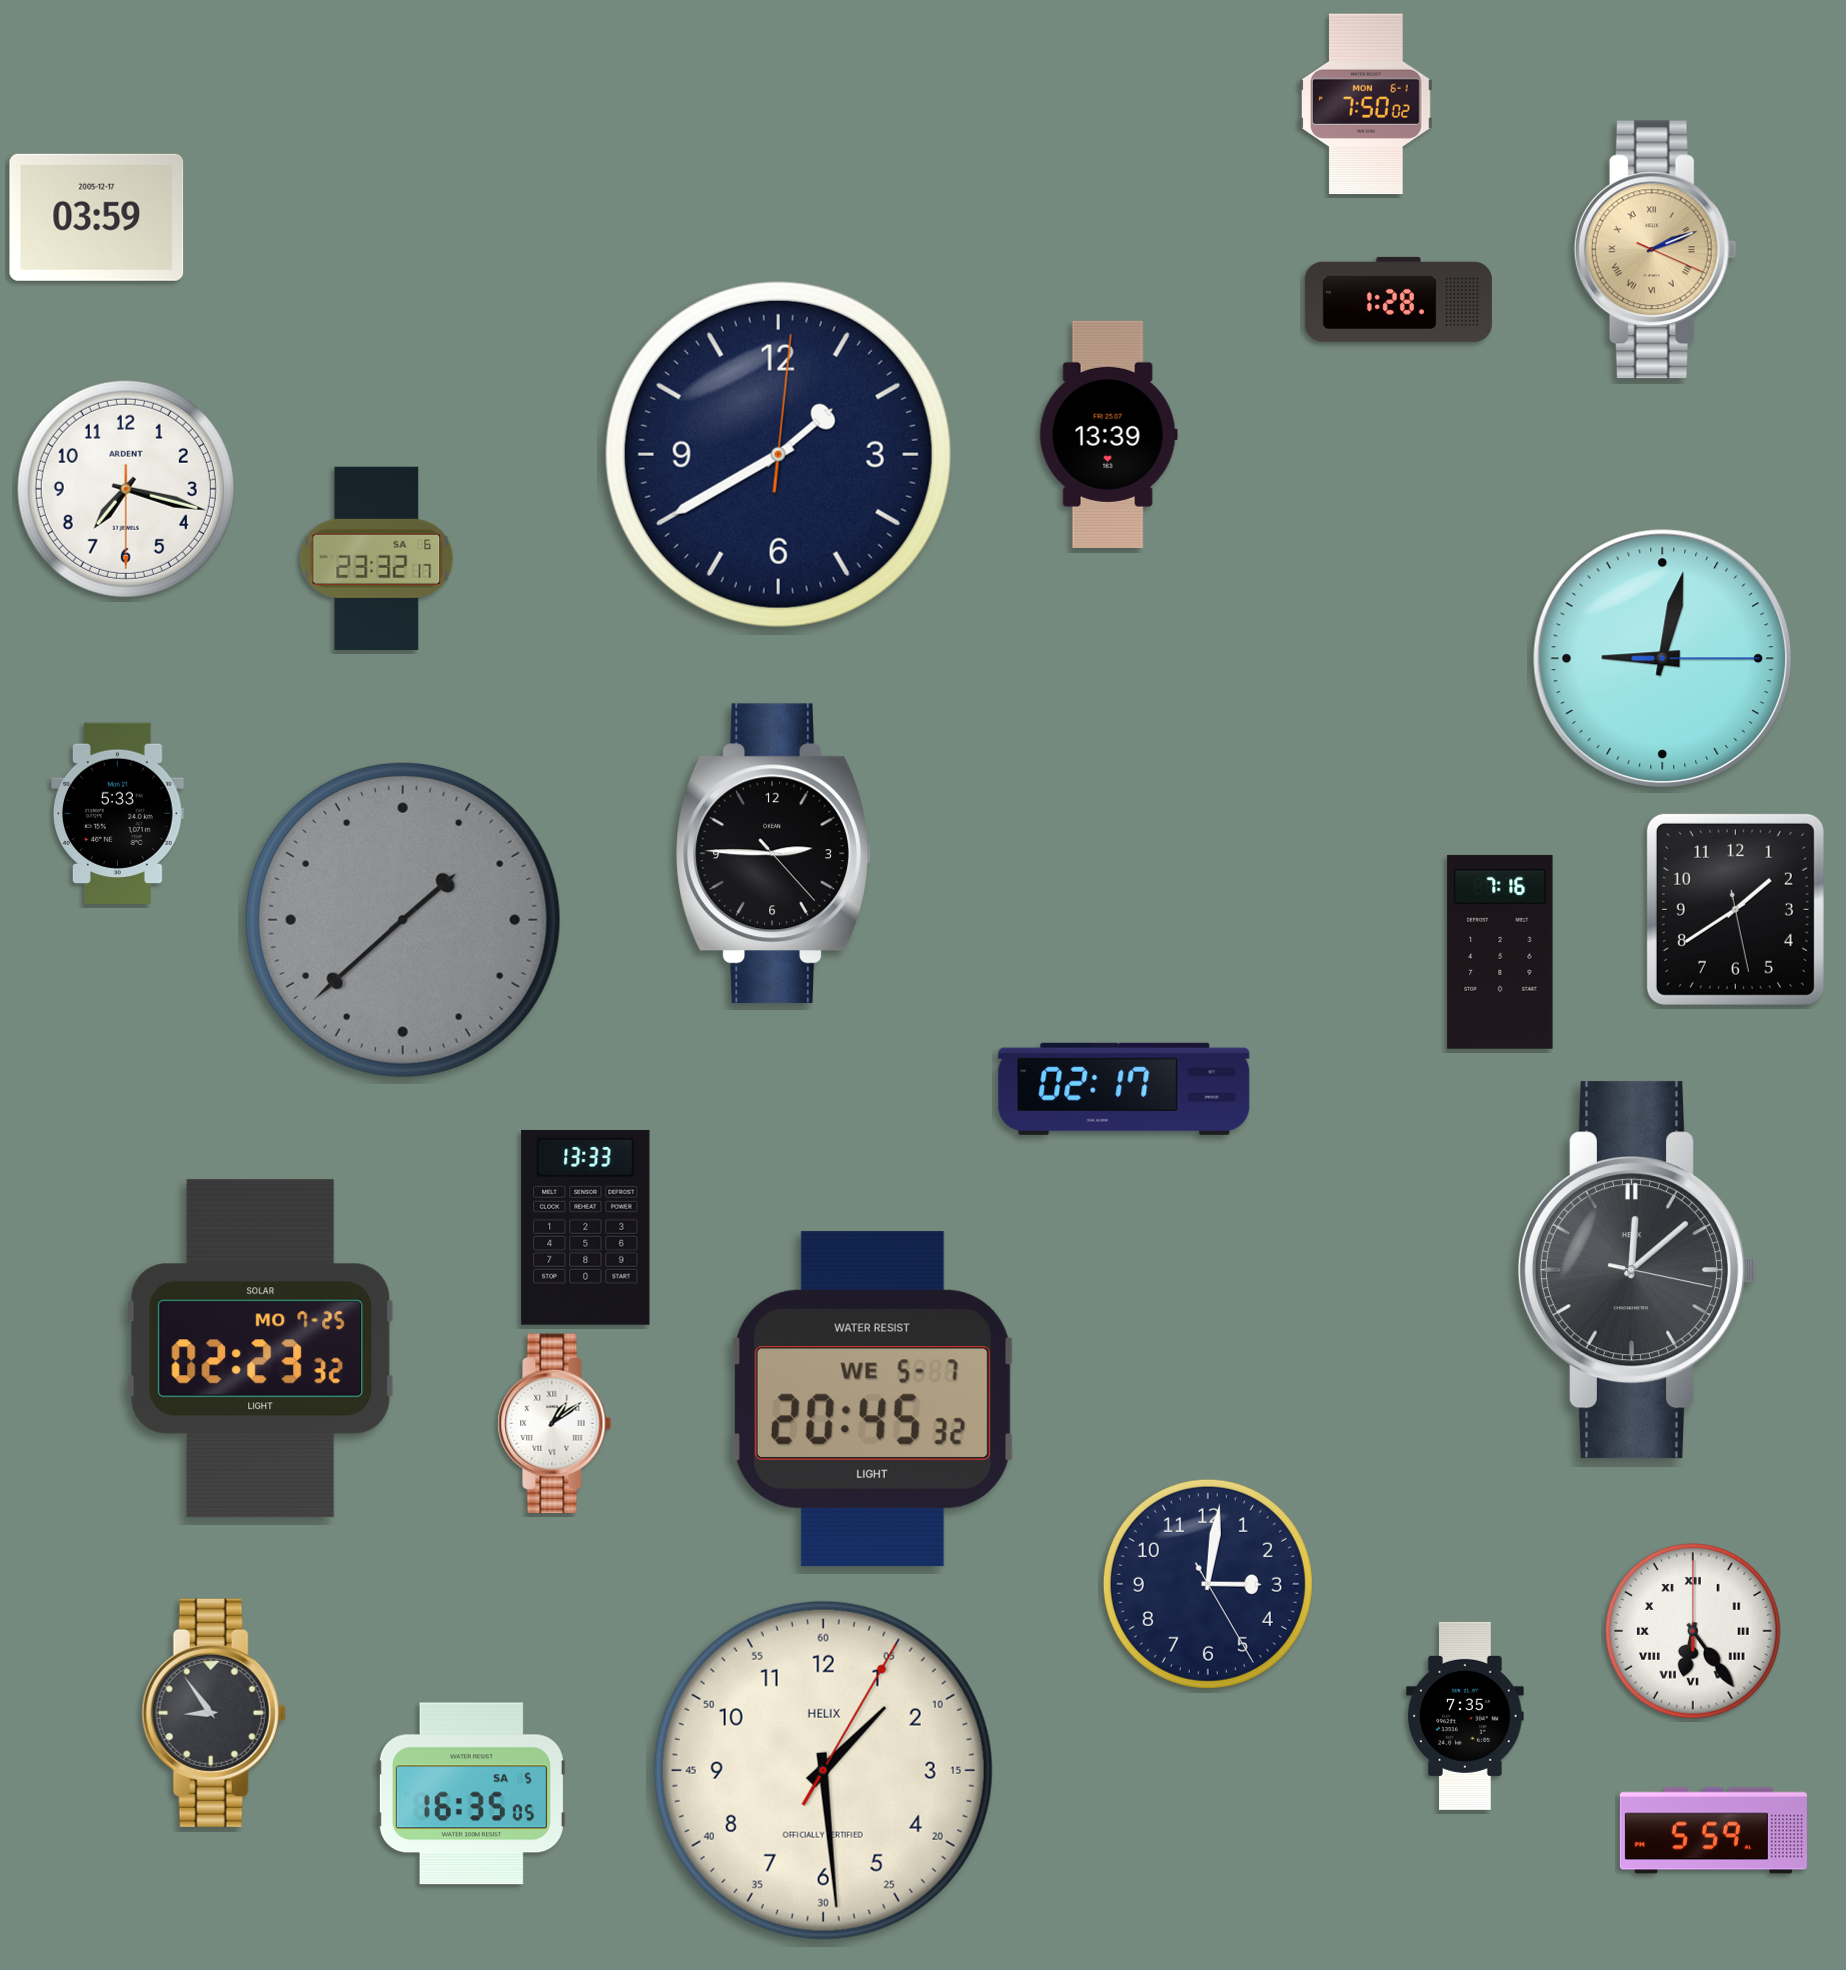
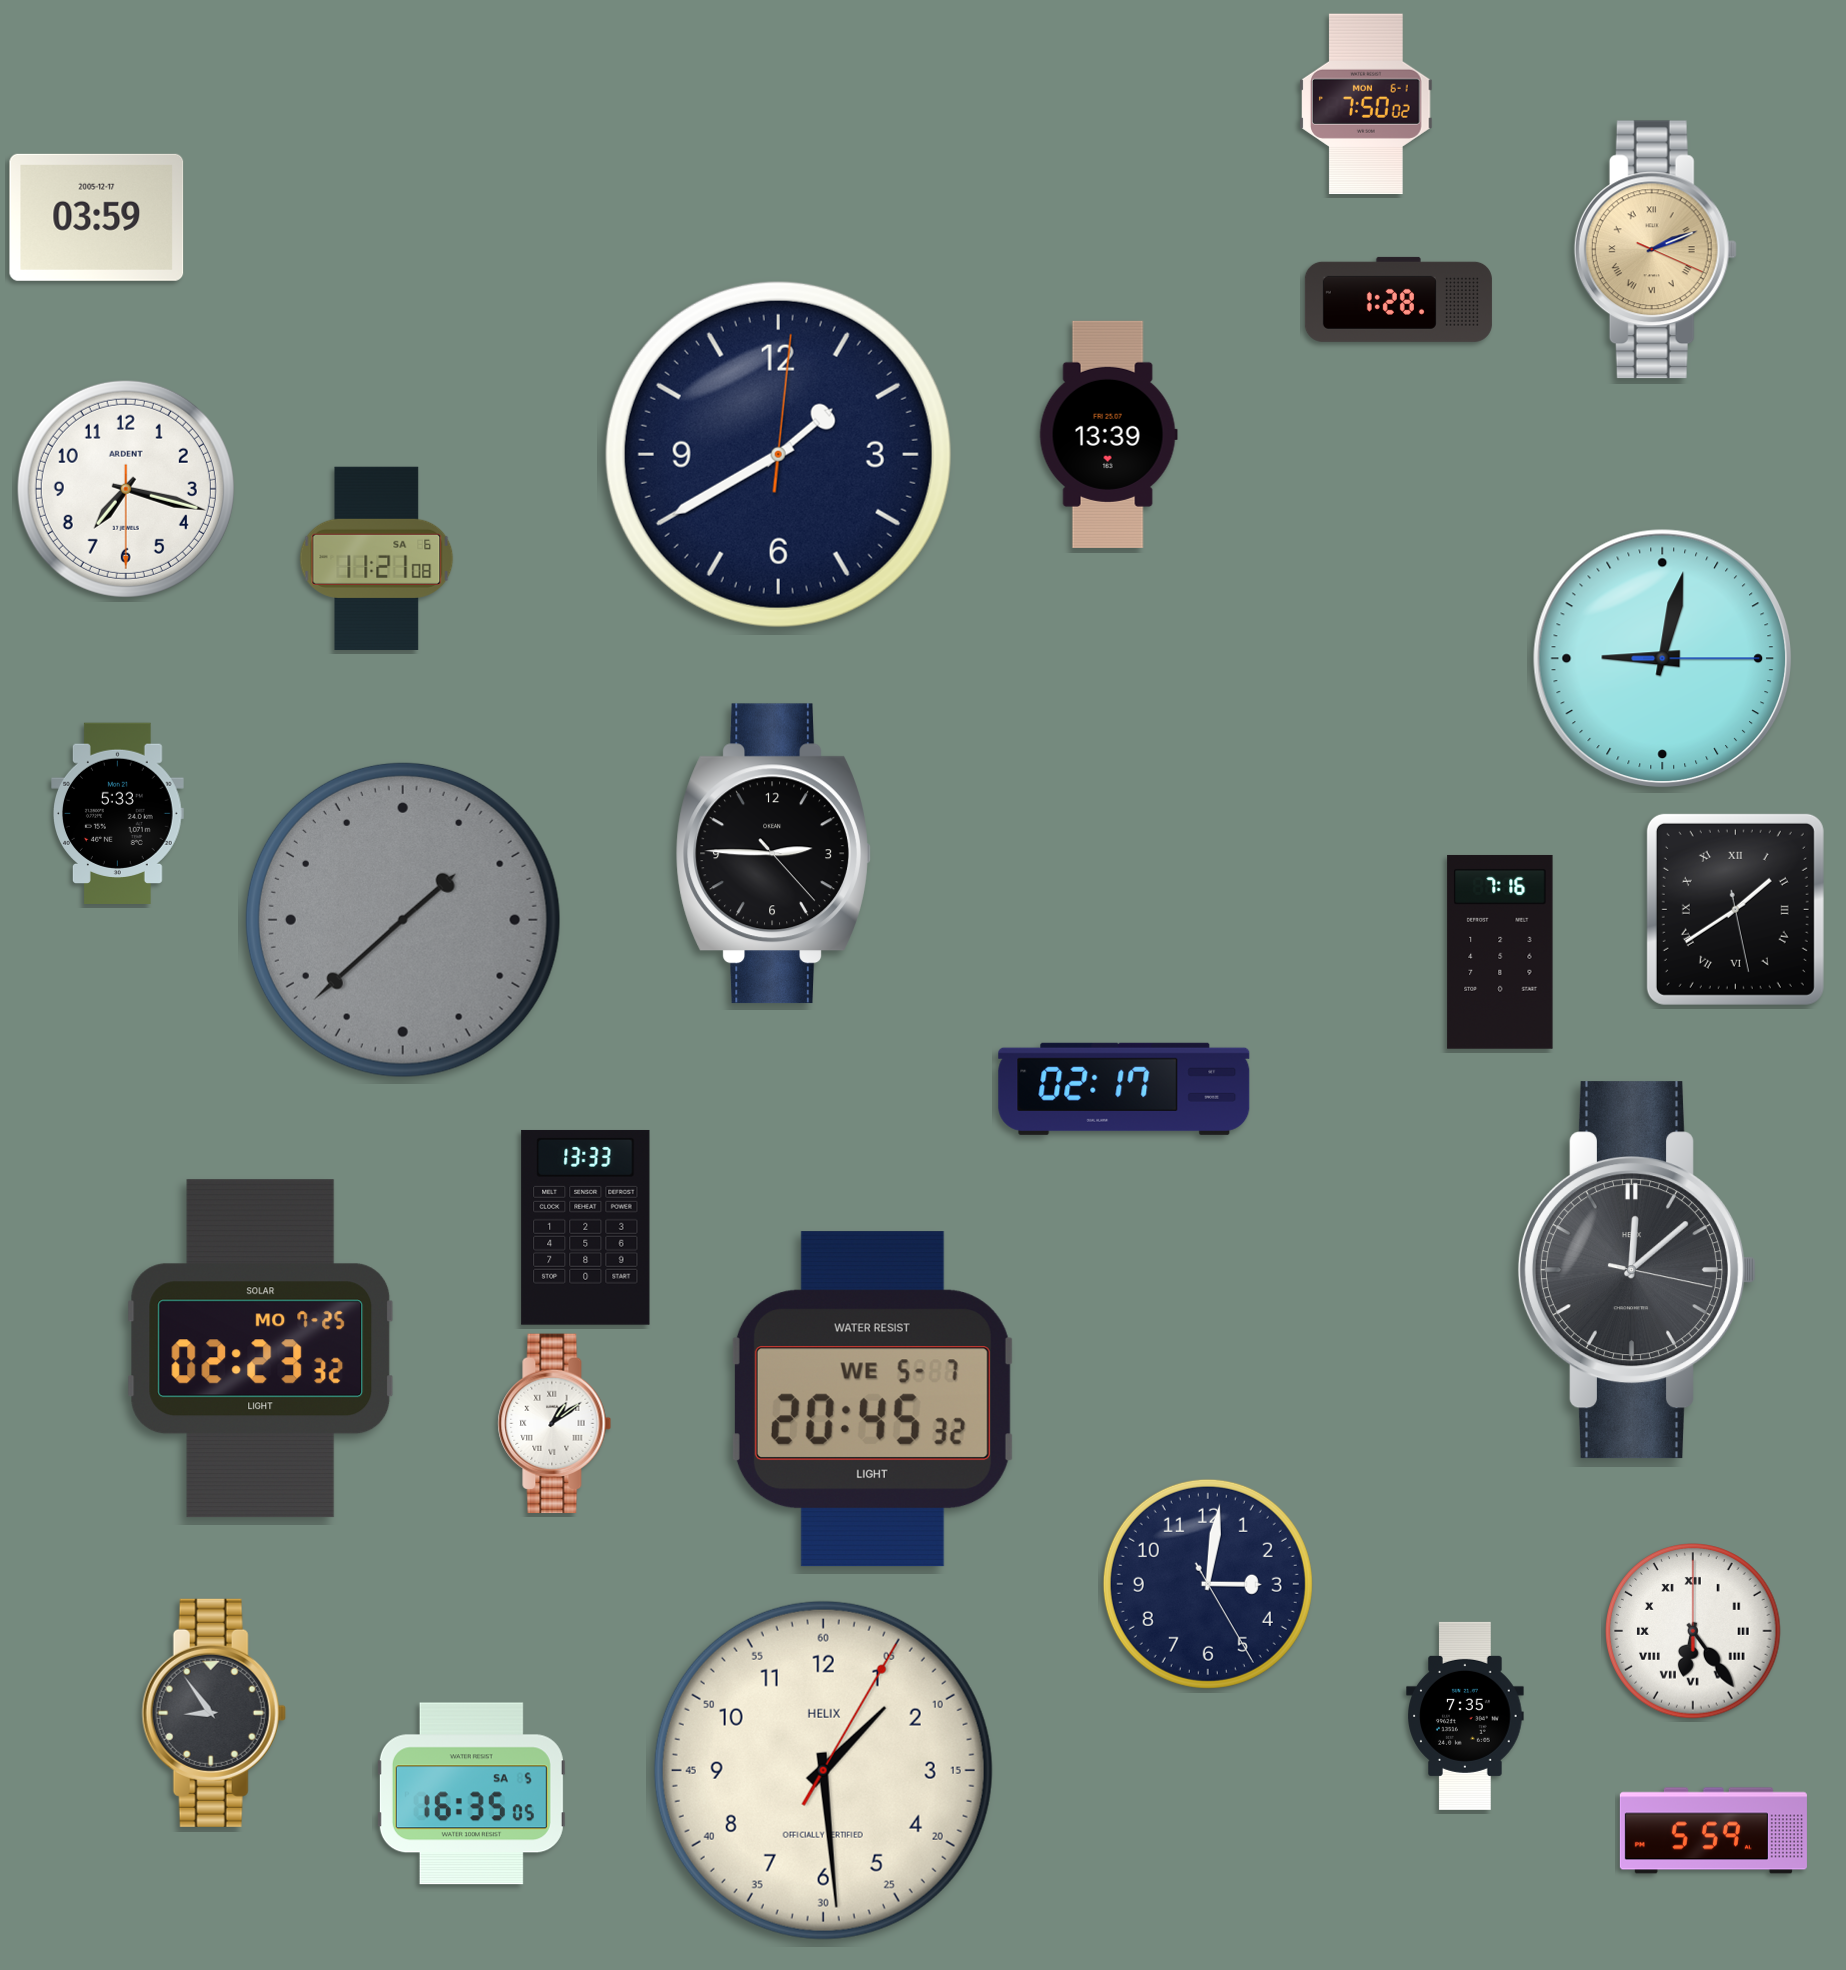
clock at (377, 558): 23:32 -> 11:21
clock at (1735, 909) numerals: Arabic -> Roman
